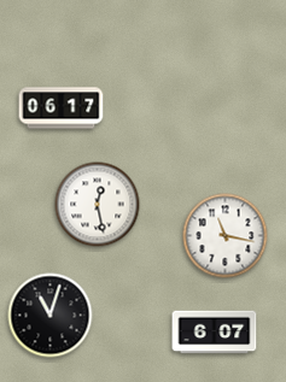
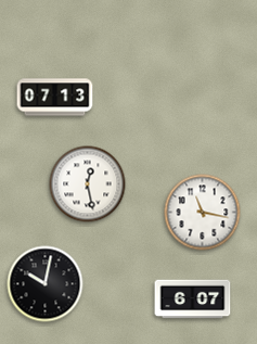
clock at (62, 108): 06:17 -> 07:13
clock at (51, 316): 11:03 -> 10:02
